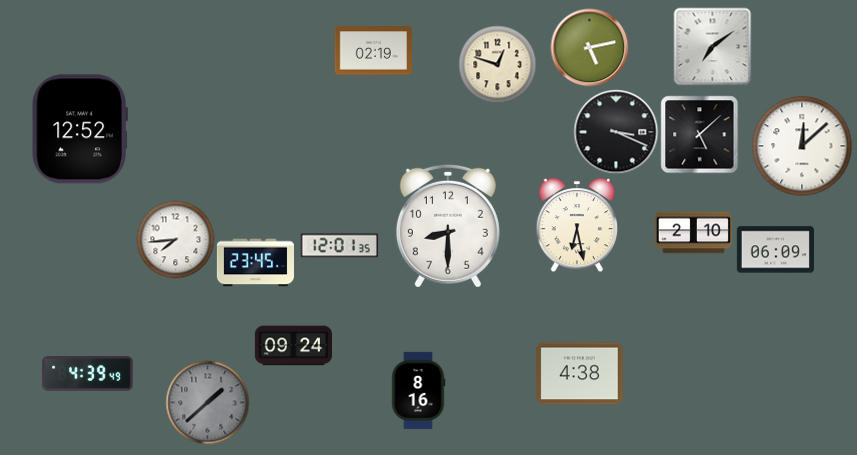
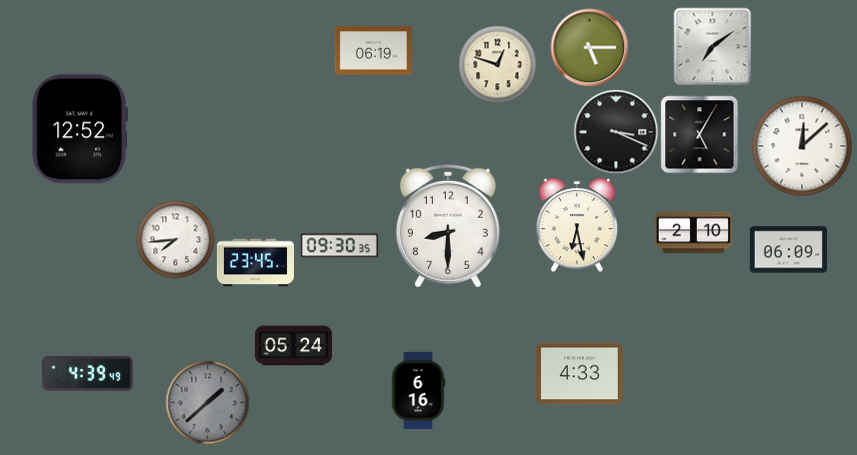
clock at (589, 47): 5:13 -> 5:15
clock at (373, 51): 02:19 -> 06:19
clock at (699, 134): 5:08 -> 5:05
clock at (339, 246): 12:01 -> 09:30
clock at (775, 250) position: (775, 250) -> (788, 250)
clock at (293, 346): 09:24 -> 05:24
clock at (580, 374): 4:38 -> 4:33
clock at (418, 390): 8:16 -> 6:16
